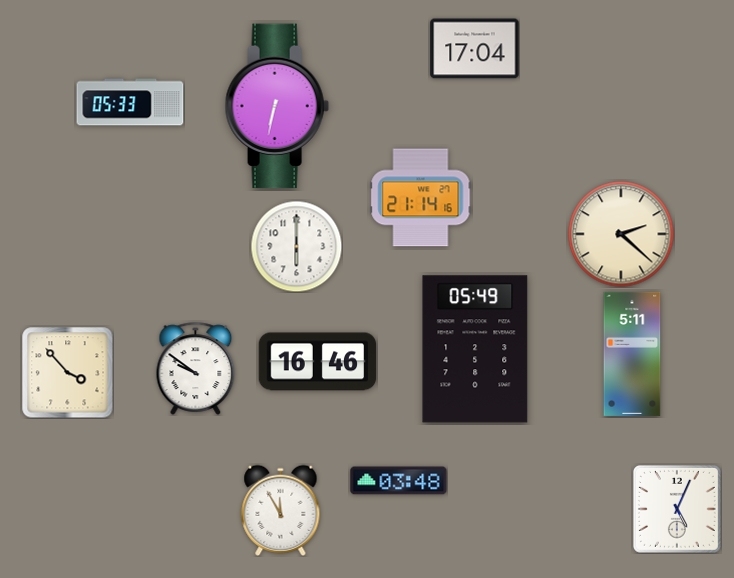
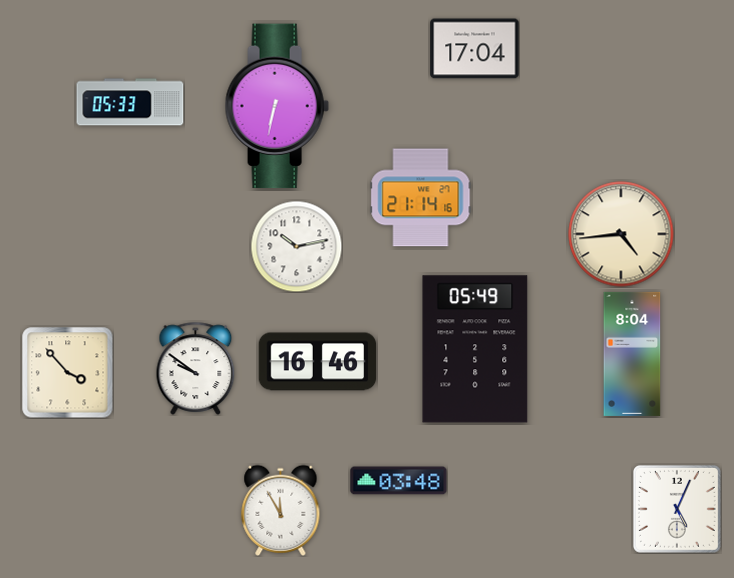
clock at (621, 234): 2:22 -> 4:44
clock at (296, 246): 6:00 -> 10:13
clock at (632, 354): 5:11 -> 8:04
